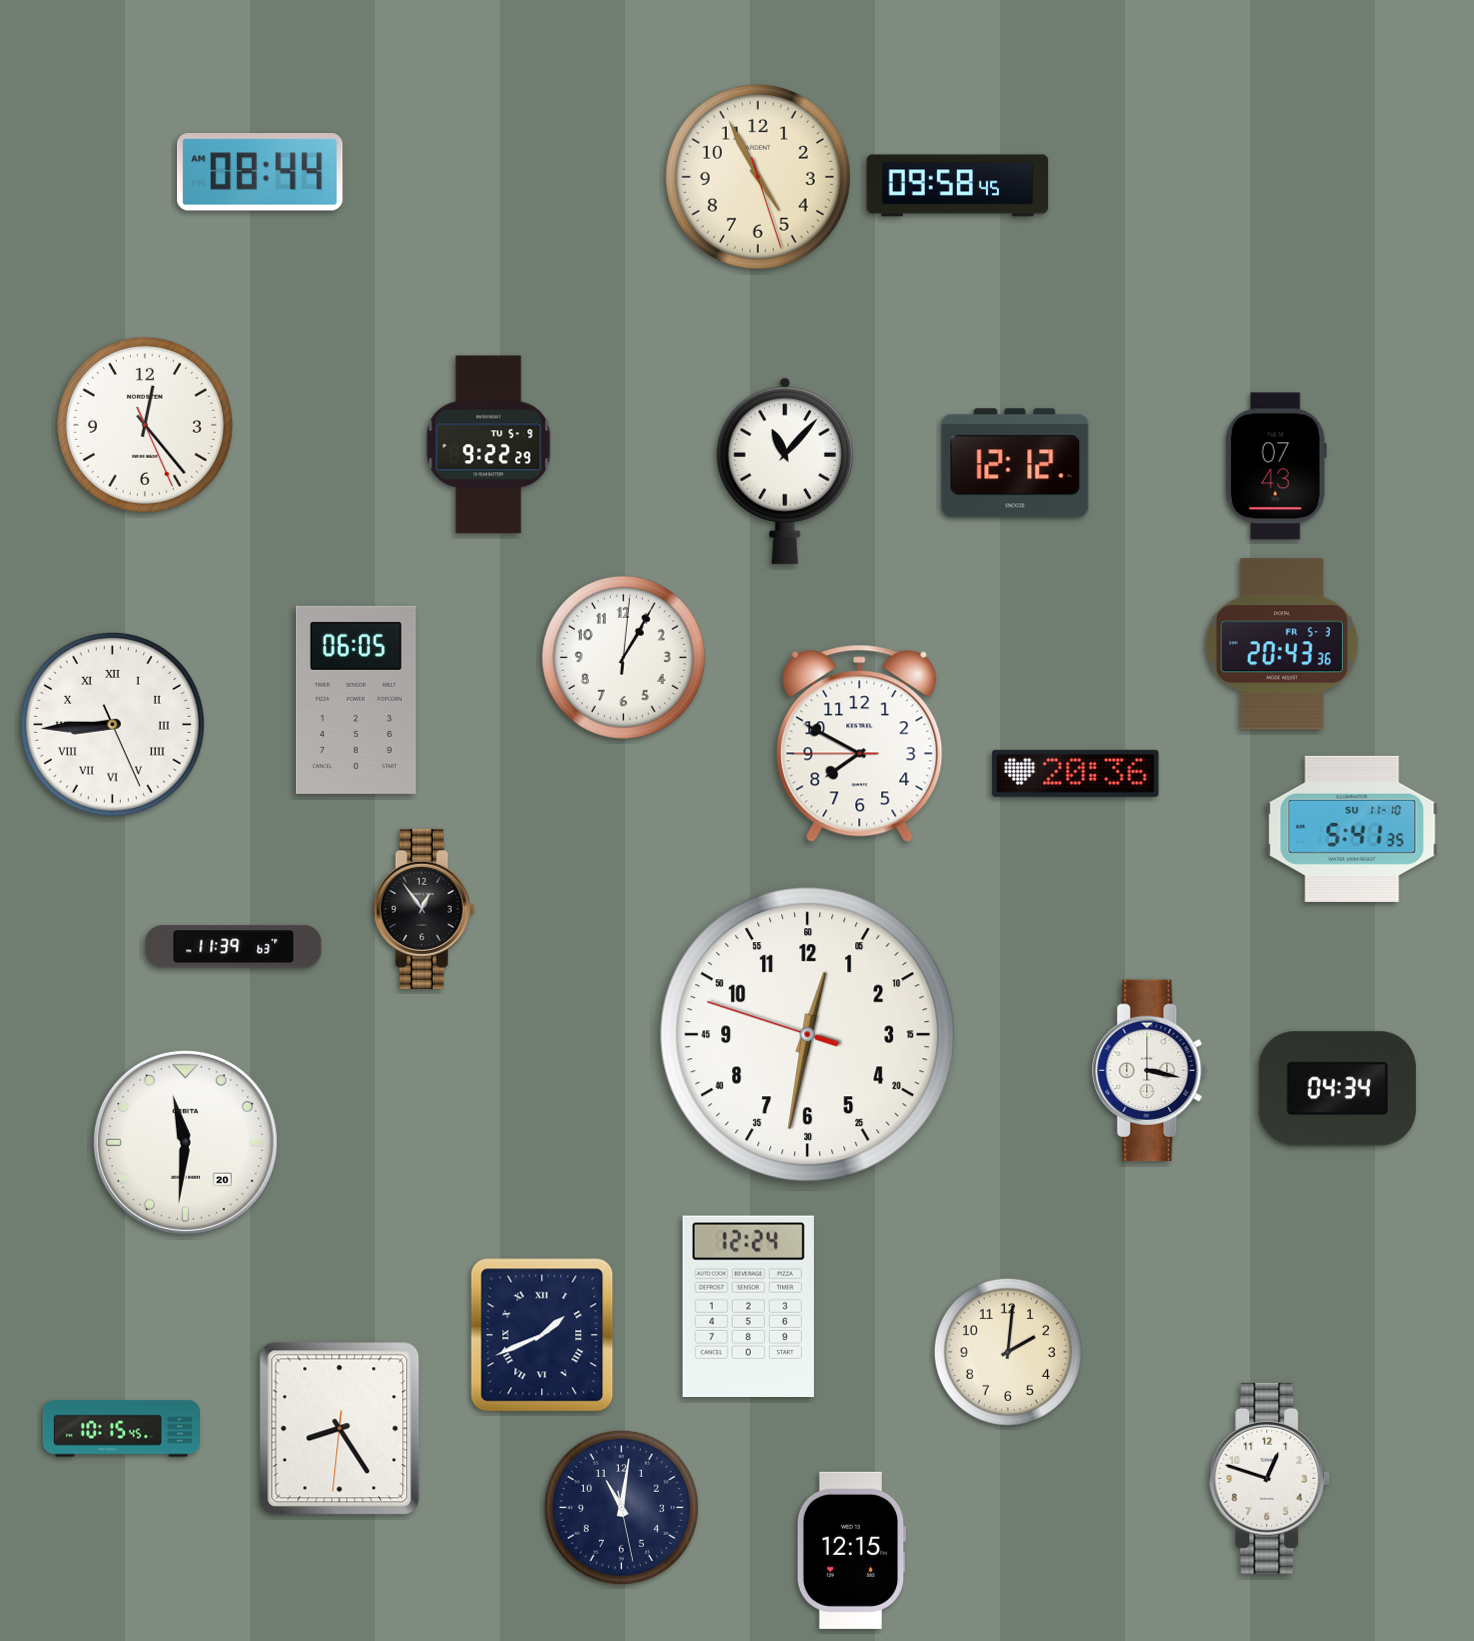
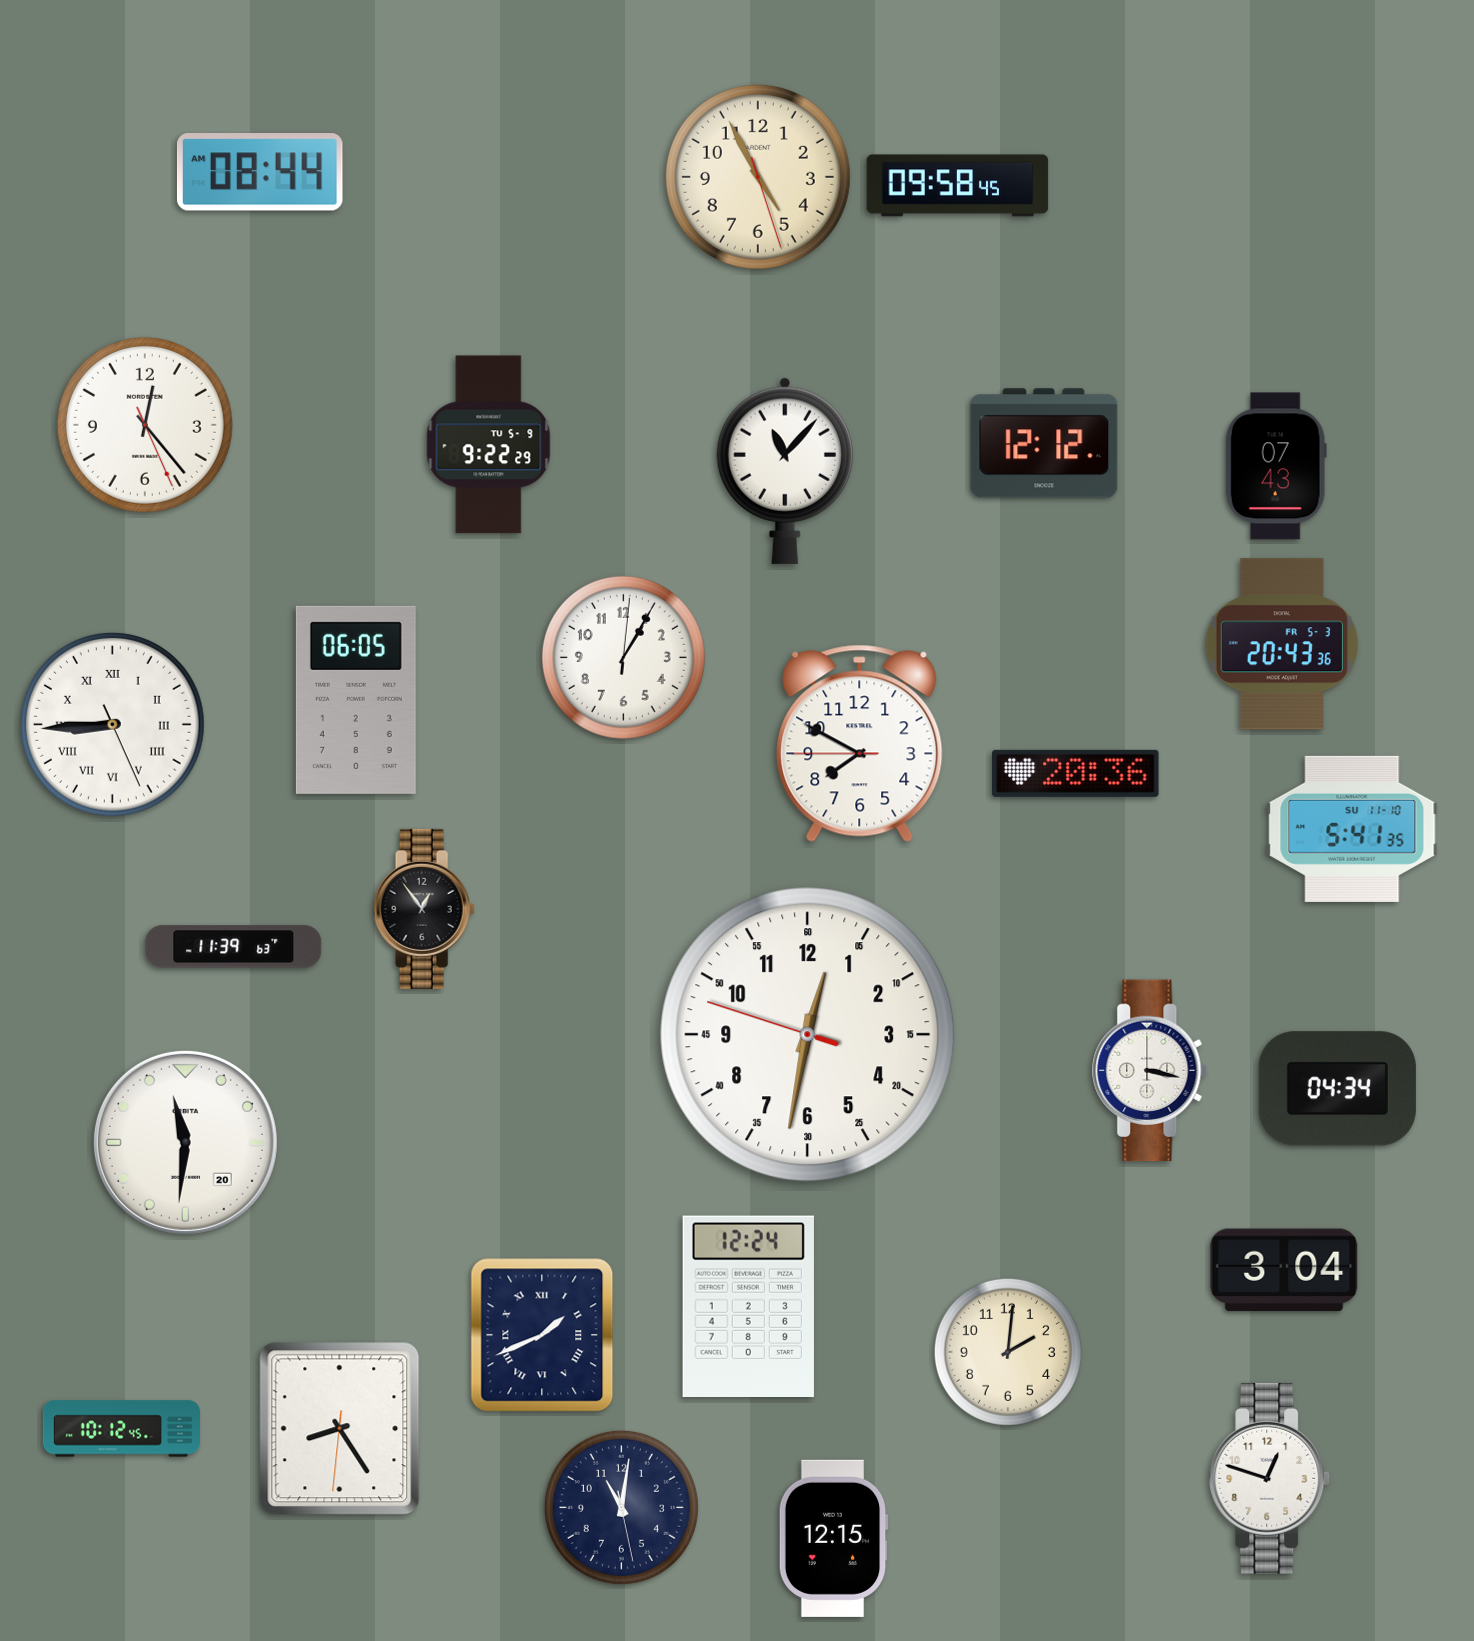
clock at (1015, 463) position: (1015, 463) -> (1044, 443)
clock at (1284, 1270): none -> 3:04
clock at (121, 1429): 10:15 -> 10:12
clock at (851, 1550) position: (851, 1550) -> (833, 1538)
